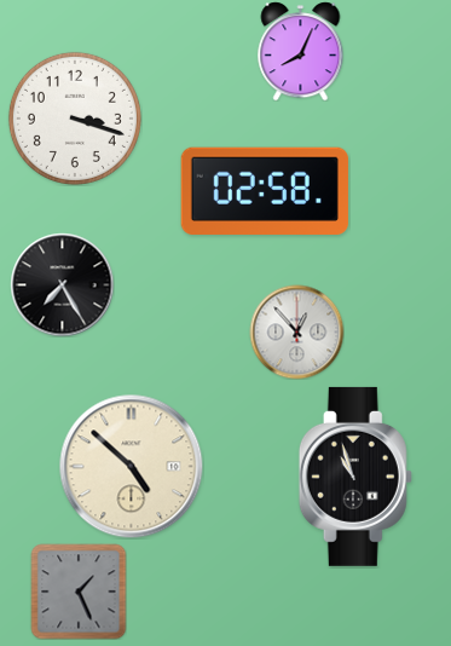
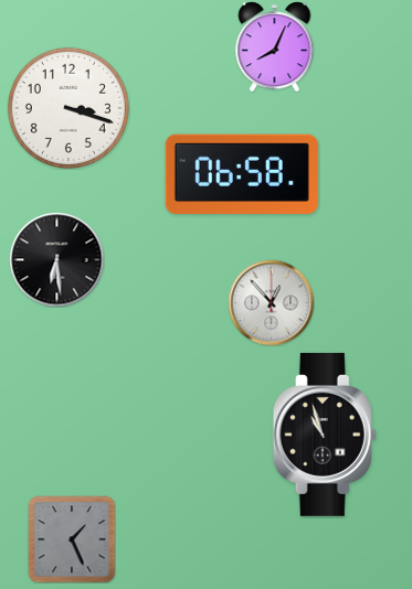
clock at (265, 191): 02:58 -> 06:58
clock at (62, 284): 7:25 -> 6:29
clock at (132, 467): 4:52 -> none
